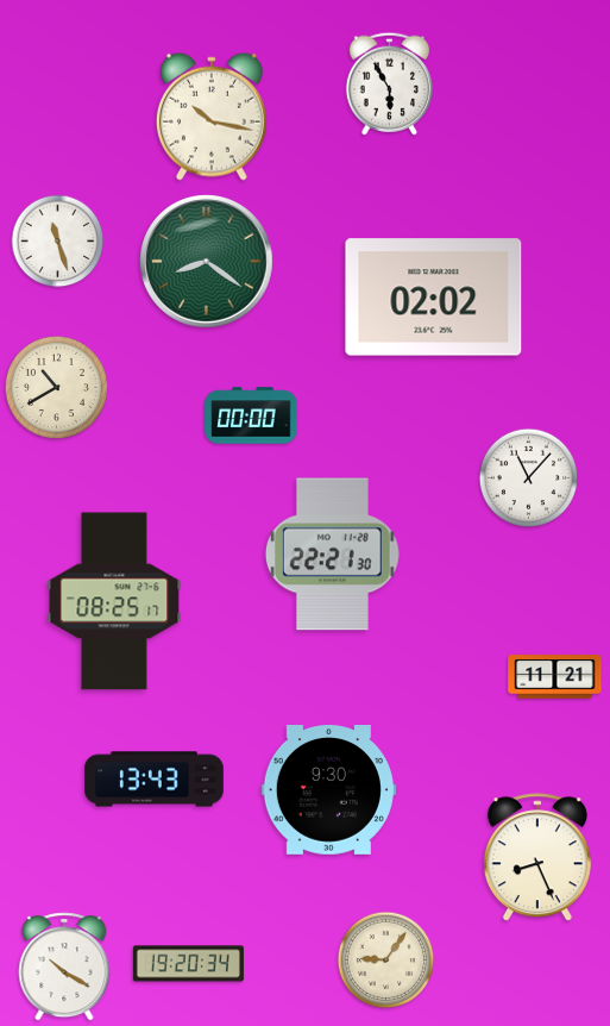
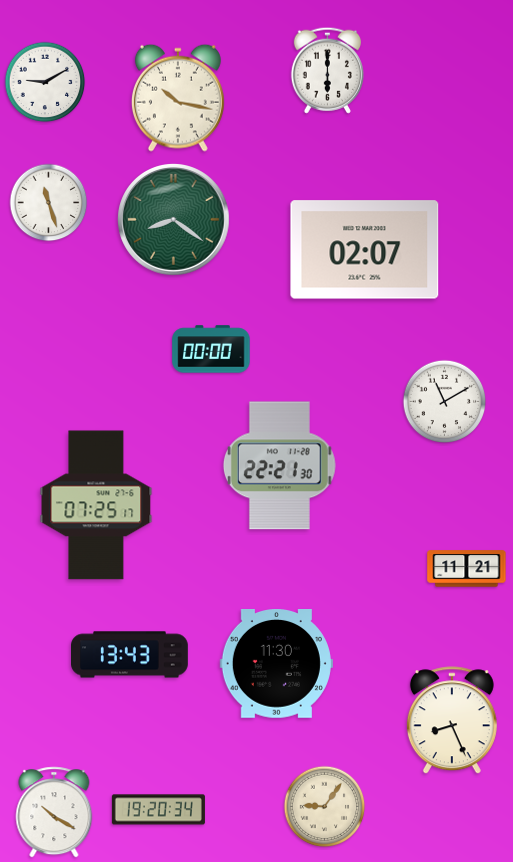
clock at (389, 83): 5:55 -> 6:00
clock at (45, 82): none -> 9:10
clock at (434, 298): 02:02 -> 02:07
clock at (56, 387): 10:40 -> none
clock at (529, 478): 11:07 -> 11:10
clock at (114, 601): 08:25 -> 07:25
clock at (328, 790): 9:30 -> 11:30
